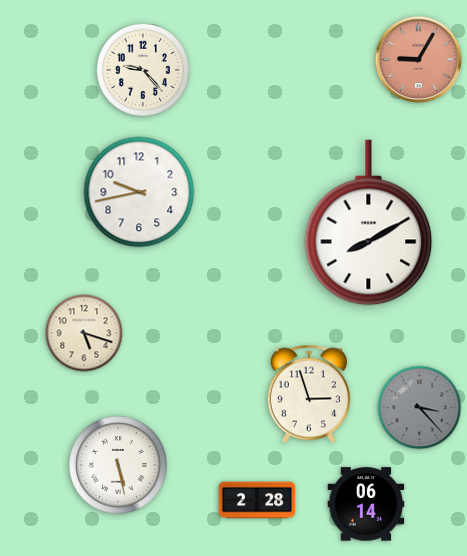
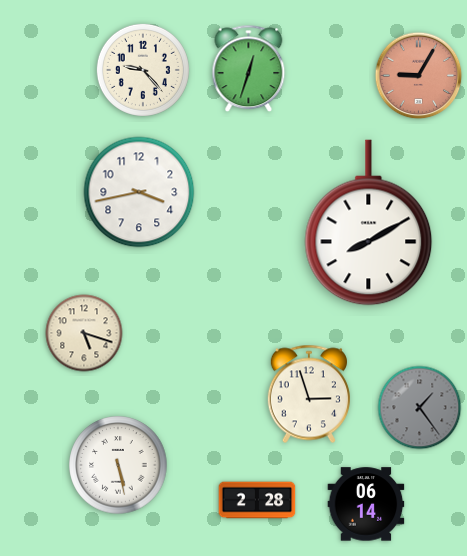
clock at (419, 60) position: (419, 60) -> (419, 76)
clock at (249, 69): none -> 12:33
clock at (139, 192): 9:43 -> 3:43
clock at (420, 408): 3:23 -> 1:24
